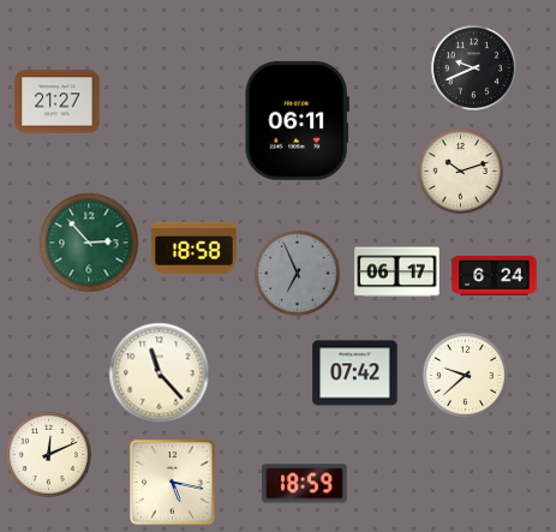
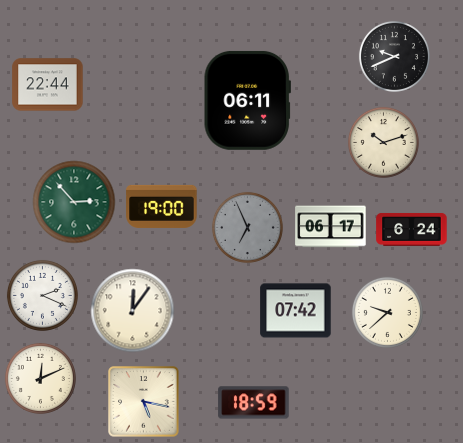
clock at (58, 102): 21:27 -> 22:44
clock at (195, 247): 18:58 -> 19:00
clock at (42, 295): none -> 2:19
clock at (160, 373): 11:23 -> 12:06
